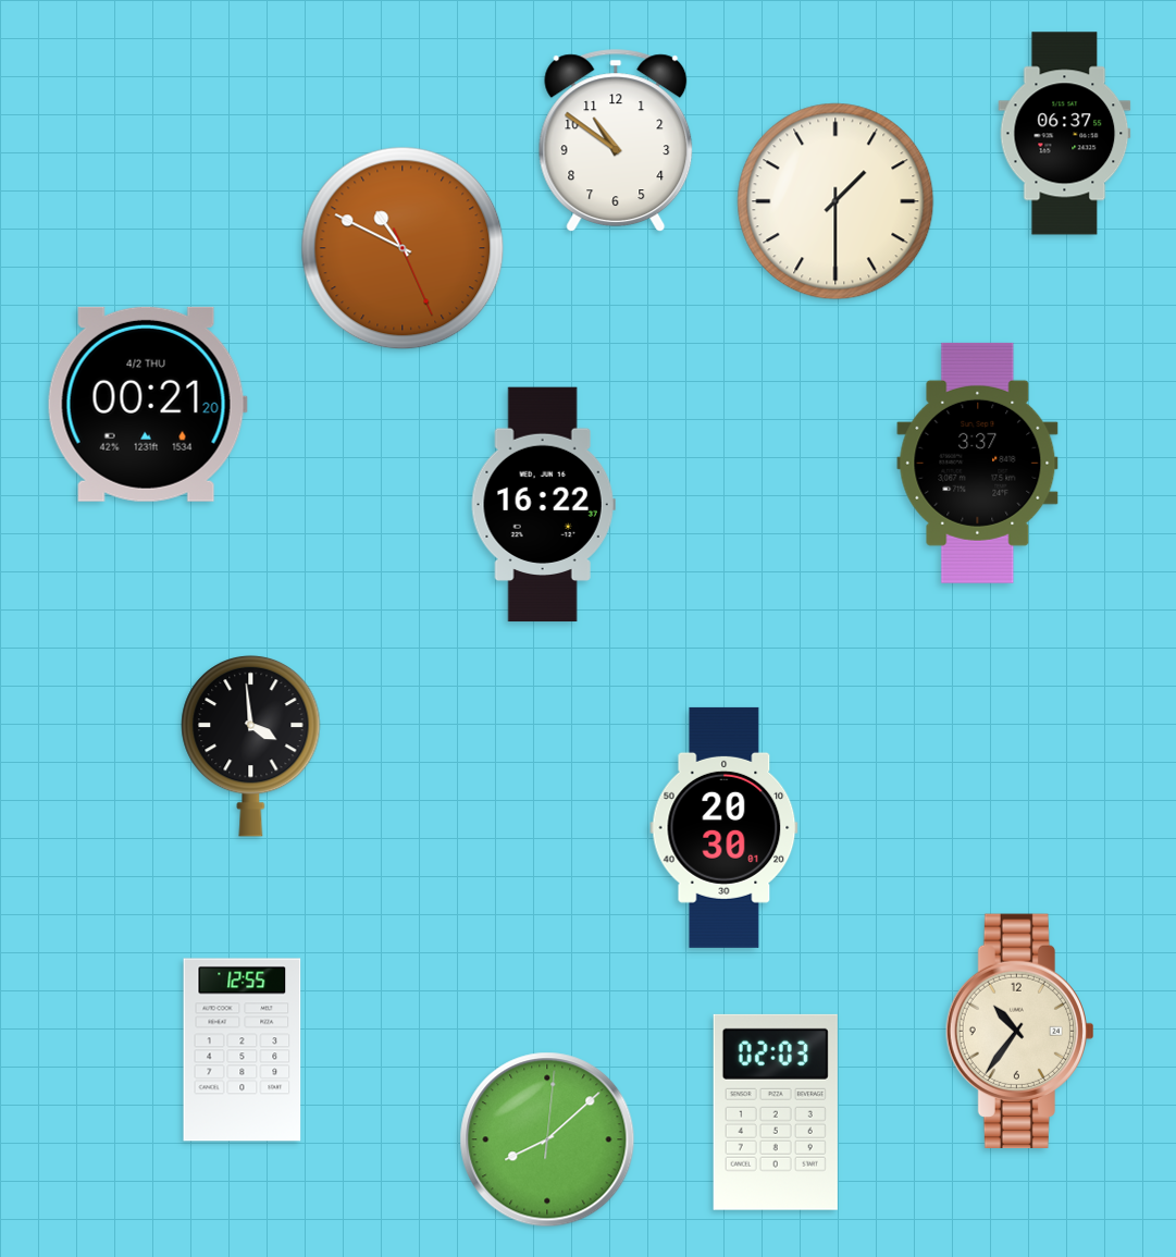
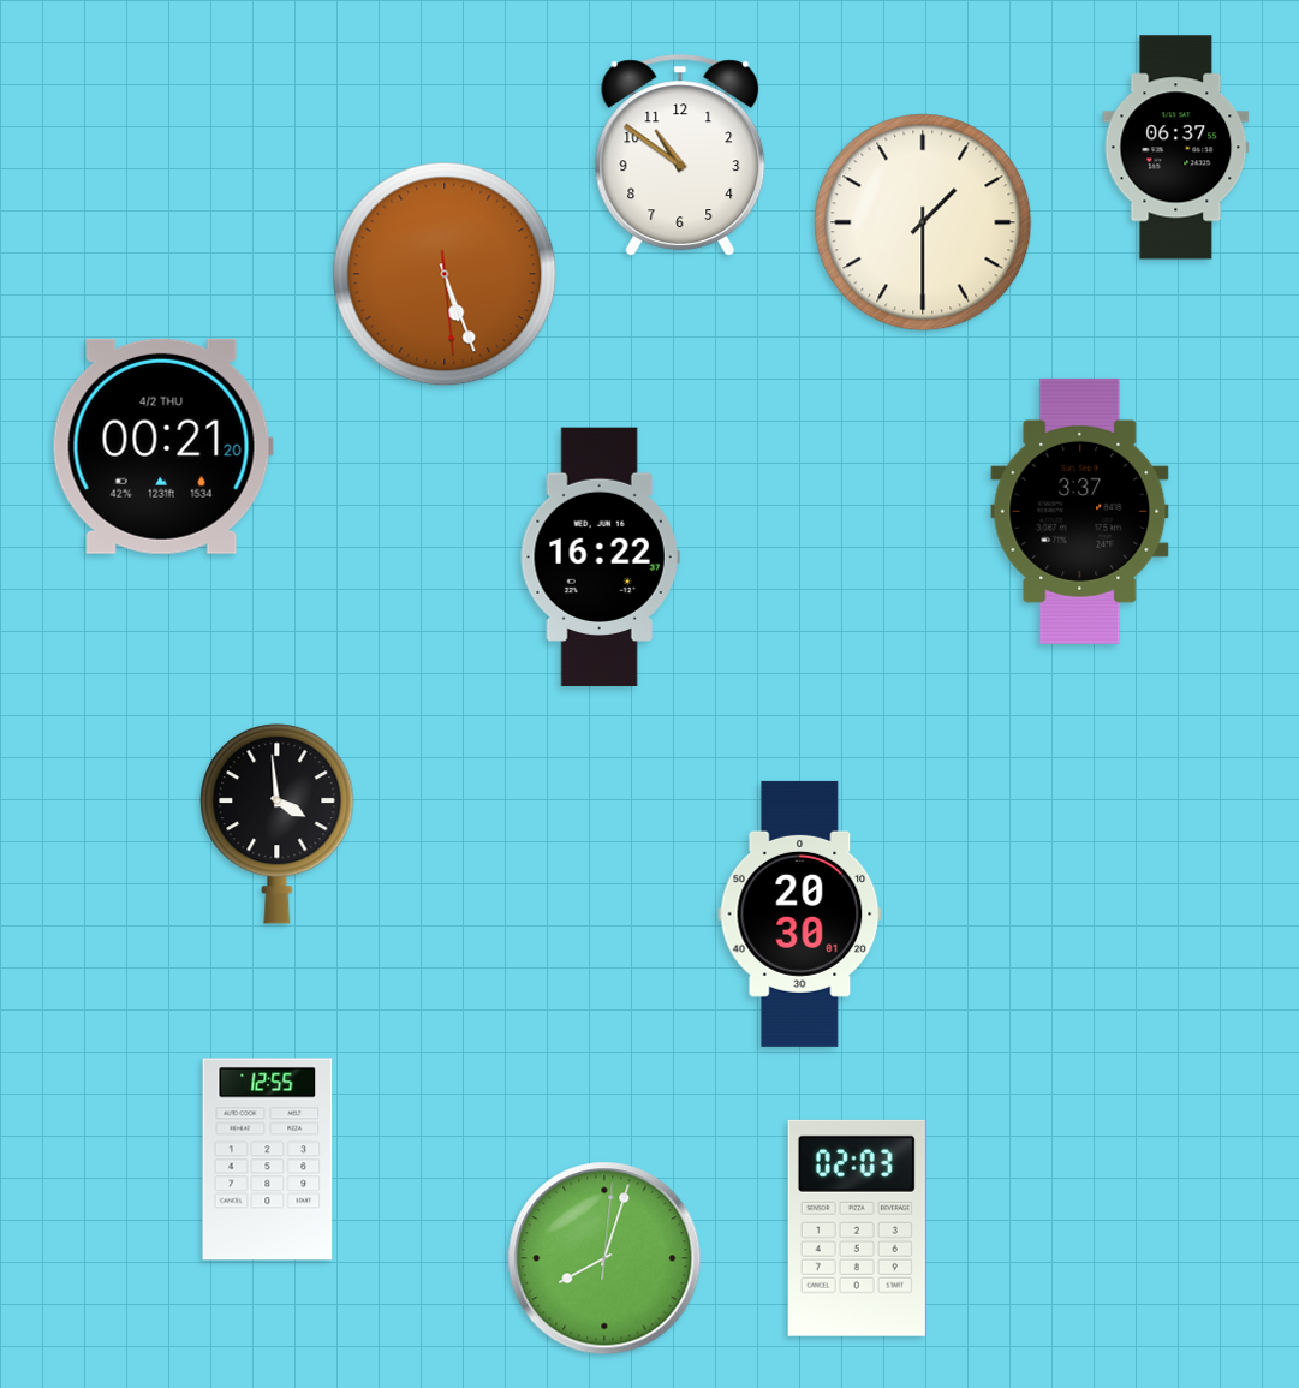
clock at (403, 248): 10:49 -> 5:26
clock at (1019, 1031): 10:36 -> none
clock at (547, 1139): 8:08 -> 8:03
